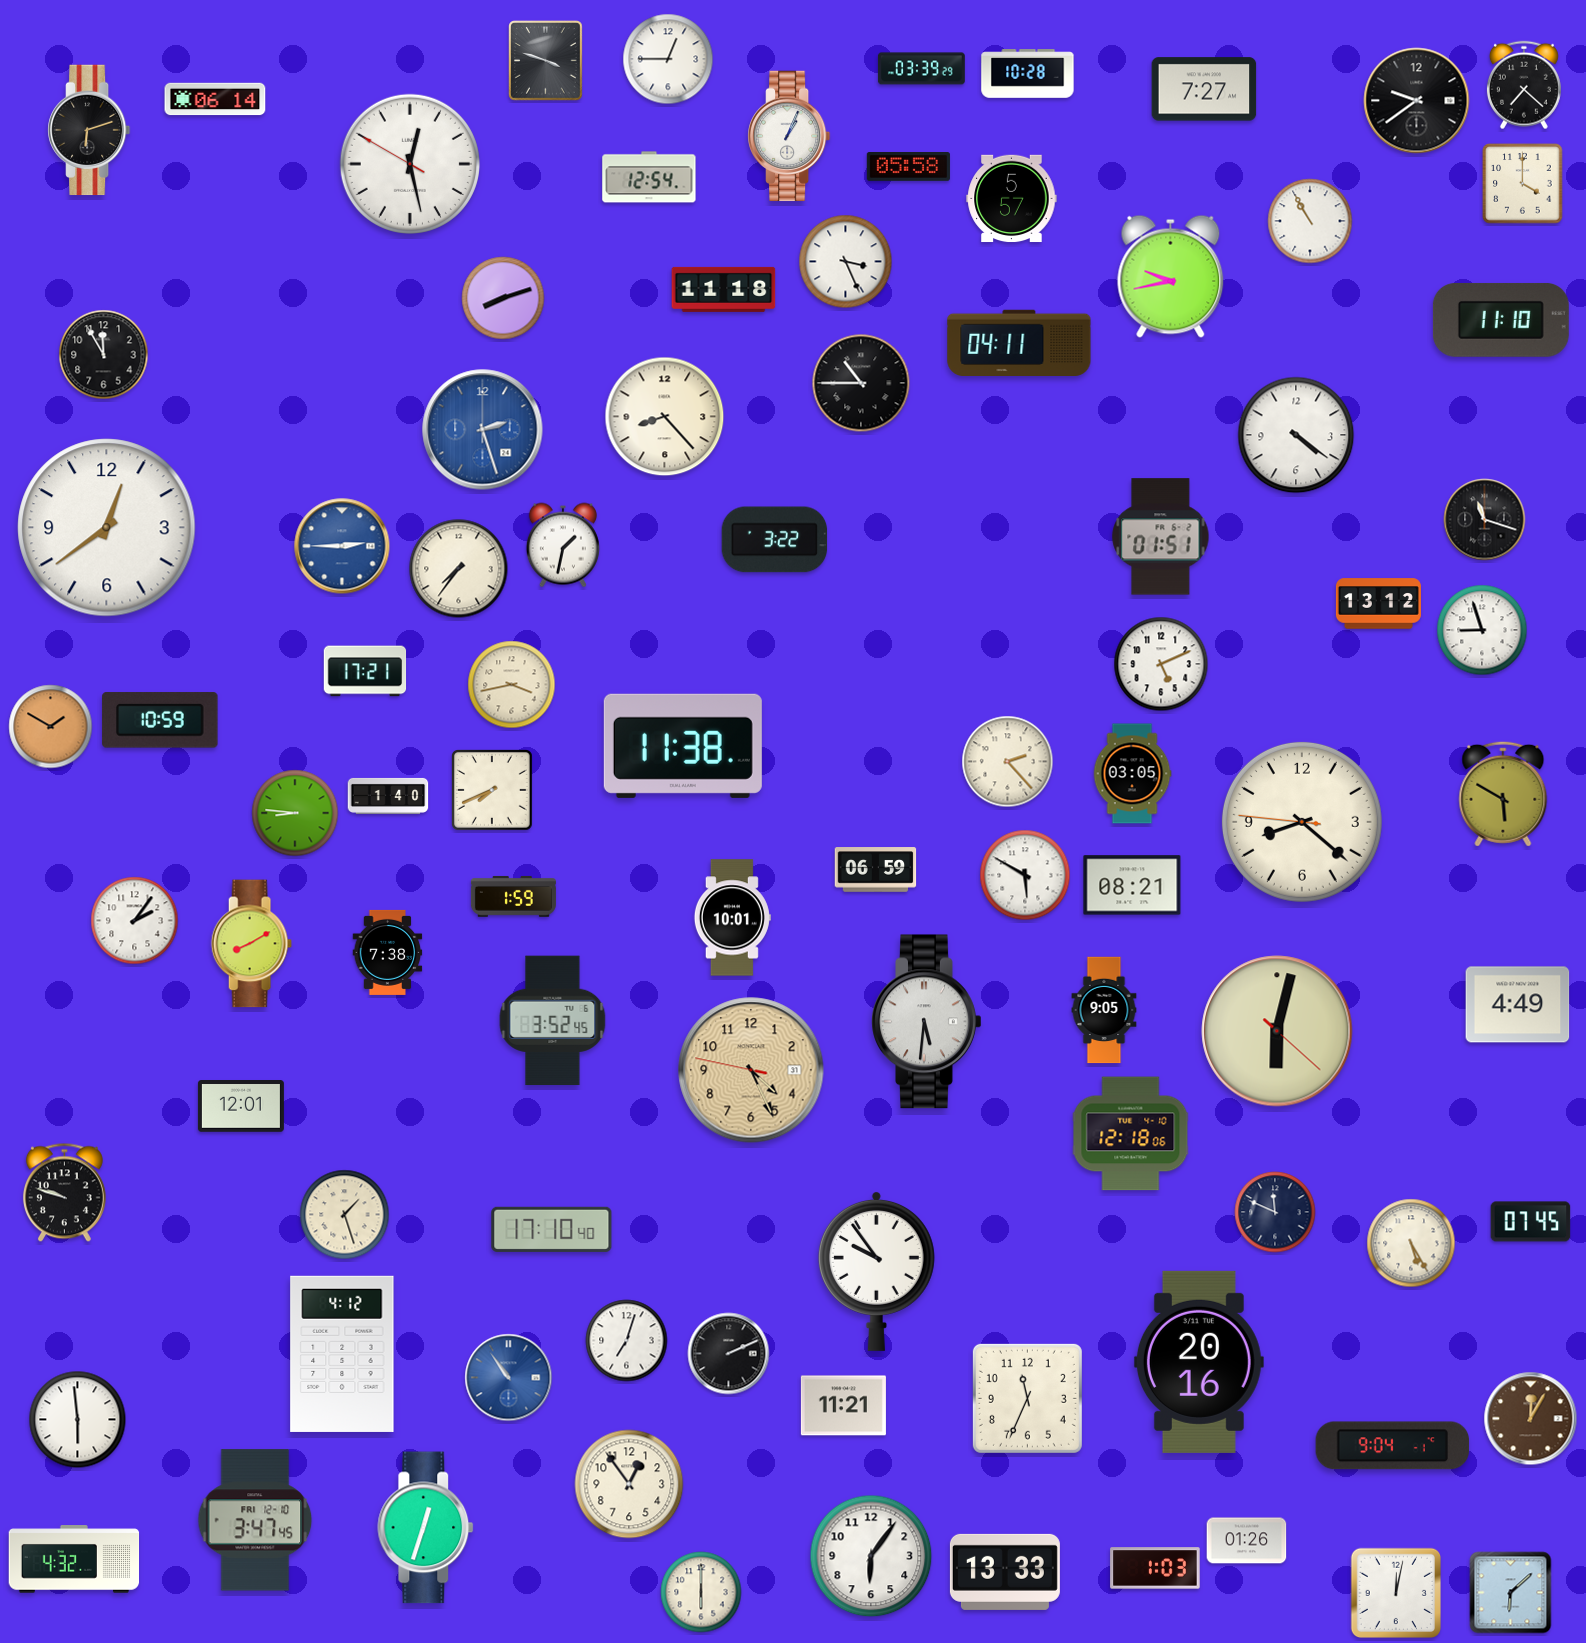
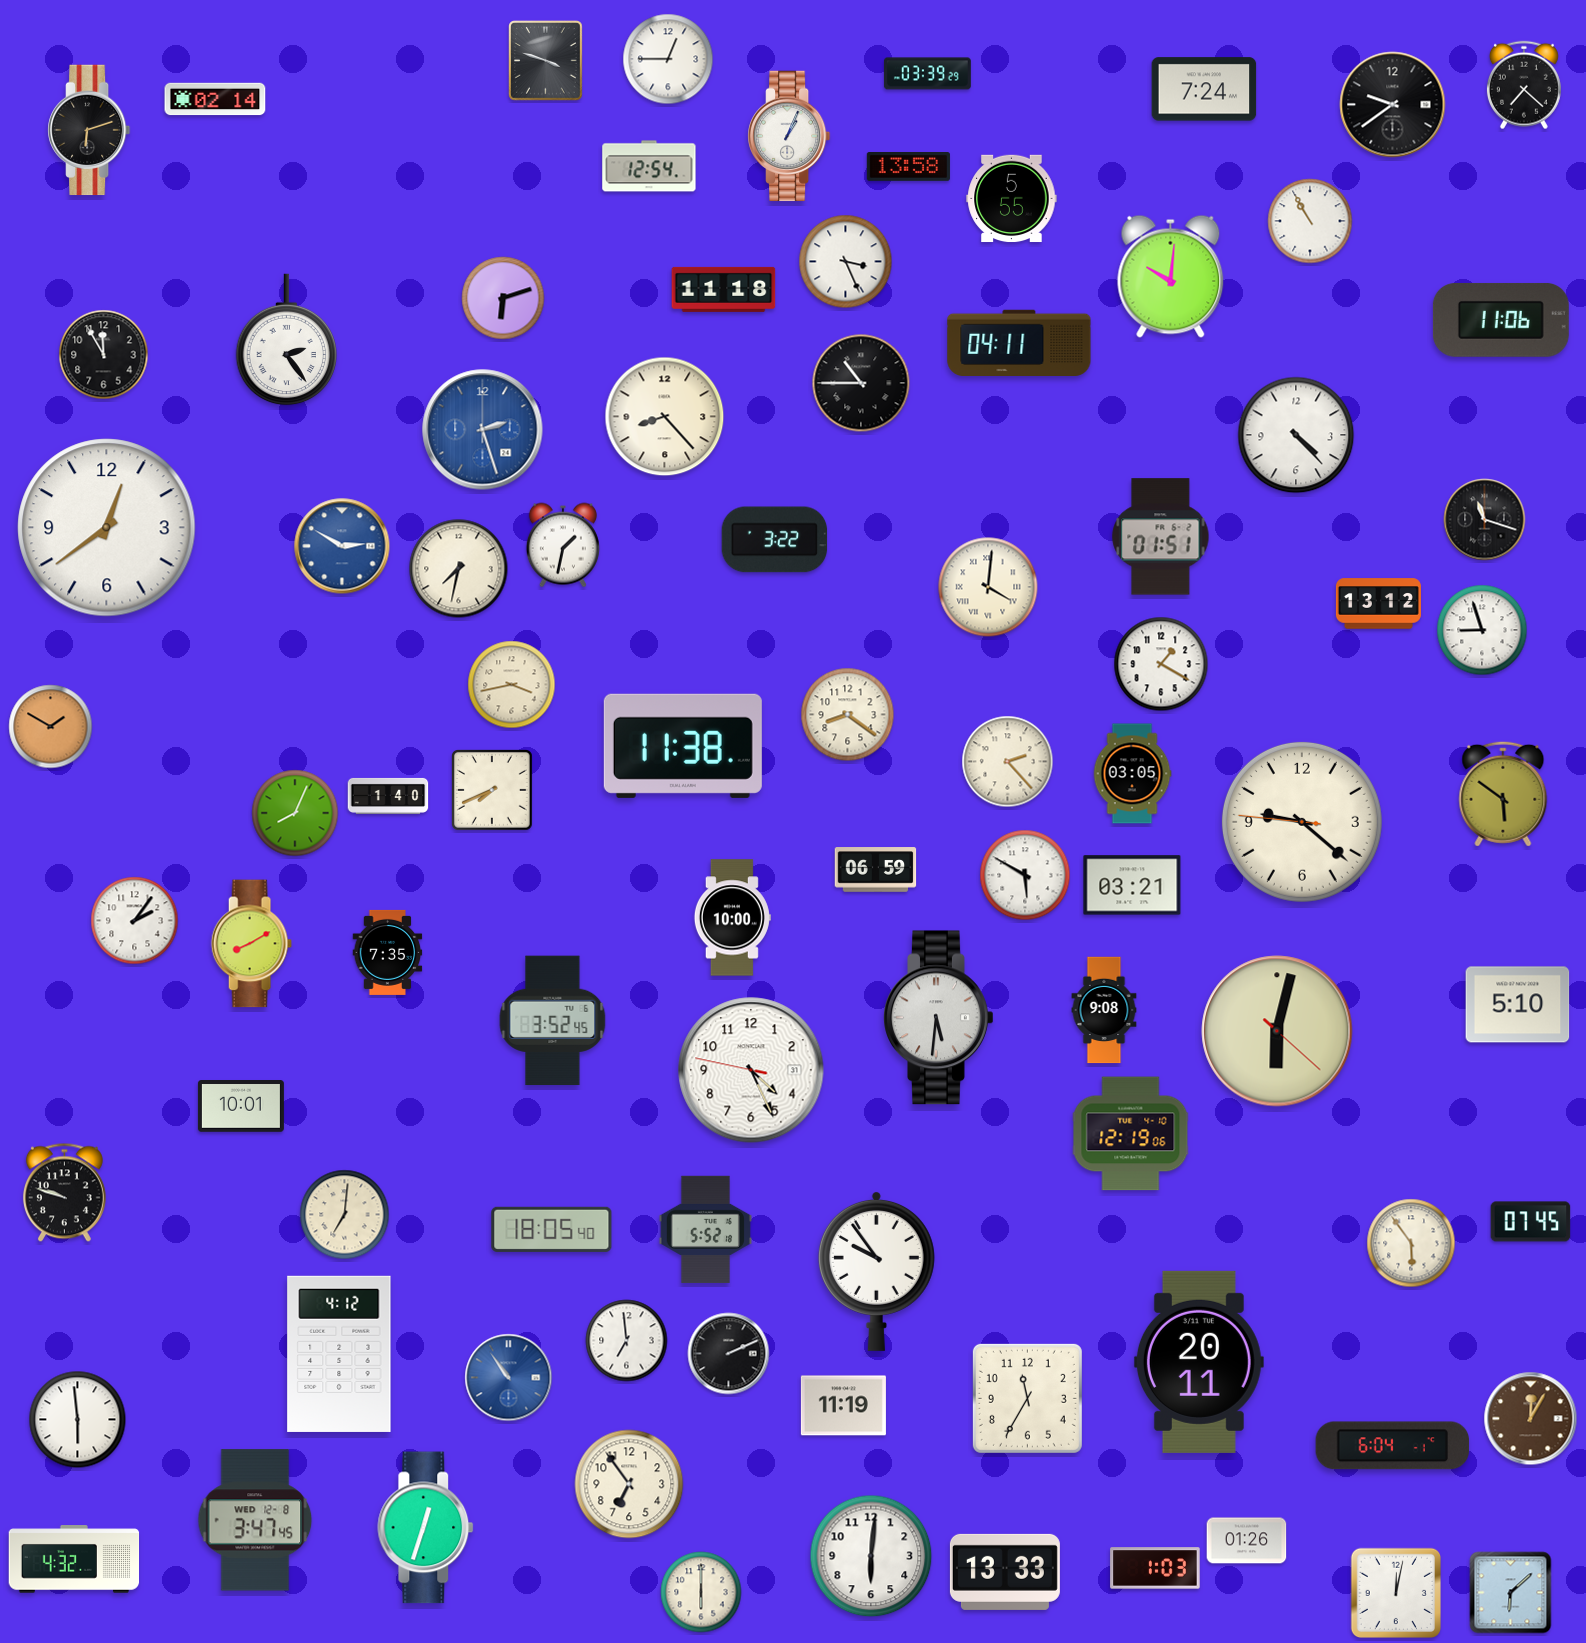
clock at (921, 69) position: (921, 69) -> (927, 74)
clock at (1028, 74): 10:28 -> none
clock at (1204, 89): 7:27 -> 7:24
clock at (215, 99): 06:14 -> 02:14
clock at (1417, 101) position: (1417, 101) -> (1393, 105)
clock at (410, 164): 12:27 -> none
clock at (908, 167): 05:58 -> 13:58
clock at (649, 177) position: (649, 177) -> (649, 166)
clock at (1523, 184): 4:00 -> none
clock at (1012, 199): 5:57 -> 5:55
clock at (1171, 276): 9:43 -> 10:01
clock at (503, 298): 8:12 -> 6:12
clock at (1501, 320): 11:10 -> 11:06
clock at (286, 340): none -> 2:24
clock at (1296, 435): 4:21 -> 4:23
clock at (342, 546): 2:45 -> 2:50
clock at (459, 569): 7:36 -> 7:32
clock at (988, 587): none -> 4:01
clock at (1161, 664): 5:11 -> 1:20
clock at (365, 671): 17:21 -> none
clock at (848, 715): none -> 8:21
clock at (160, 720): 10:59 -> none
clock at (1503, 794): 5:50 -> 5:51
clock at (295, 813): 8:46 -> 8:04
clock at (1302, 822): 8:21 -> 9:21
clock at (1132, 885): 08:21 -> 03:21
clock at (513, 896): 1:59 -> none
clock at (732, 918): 10:01 -> 10:00
clock at (388, 952): 7:38 -> 7:35
clock at (1518, 1005): 4:49 -> 5:10
clock at (1104, 1010): 9:05 -> 9:08
clock at (927, 1022) position: (927, 1022) -> (939, 1018)
clock at (751, 1070) dial: champagne -> white
clock at (241, 1107): 12:01 -> 10:01
clock at (1131, 1134): 12:18 -> 12:19
clock at (1275, 1212): 11:49 -> none
clock at (345, 1215): 1:27 -> 7:01
clock at (552, 1229): 17:10 -> 18:05
clock at (705, 1229): none -> 5:52
clock at (1411, 1243): 5:25 -> 5:54
clock at (627, 1341): 7:03 -> 6:59
clock at (342, 1354) position: (342, 1354) -> (339, 1354)
clock at (1199, 1362): 20:16 -> 20:11
clock at (1027, 1398): 11:34 -> 11:35
clock at (843, 1406): 11:21 -> 11:19
clock at (1393, 1446): 9:04 -> 6:04
clock at (629, 1484): 12:54 -> 6:54
clock at (255, 1520) date: FRI 12-10 -> WED 12-8
clock at (871, 1556): 6:06 -> 6:01
